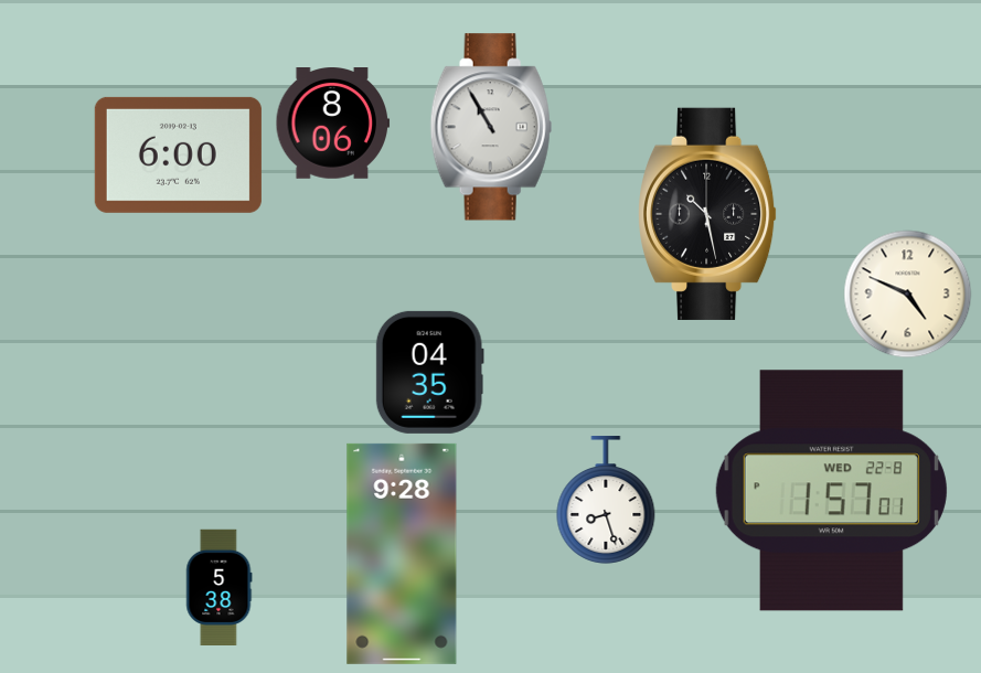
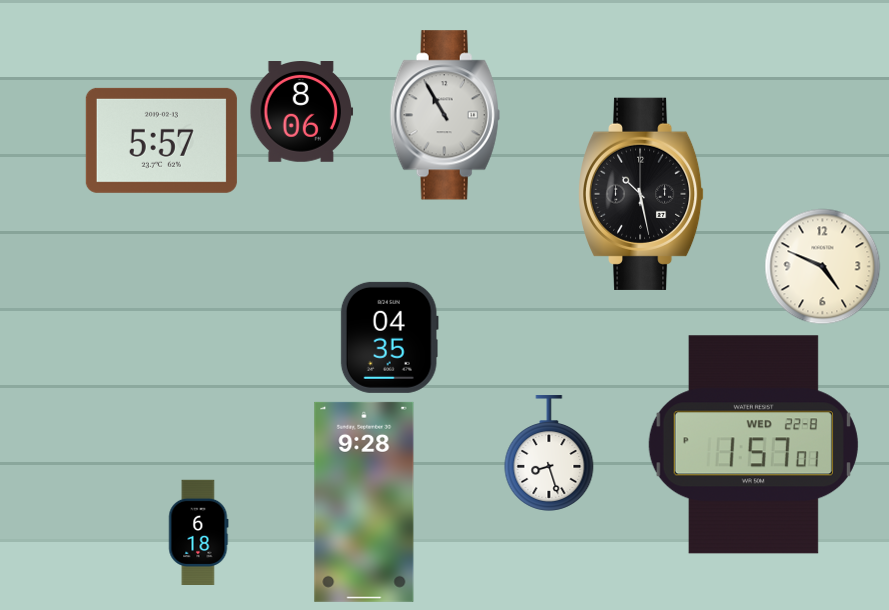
clock at (178, 154): 6:00 -> 5:57
clock at (218, 587): 5:38 -> 6:18
